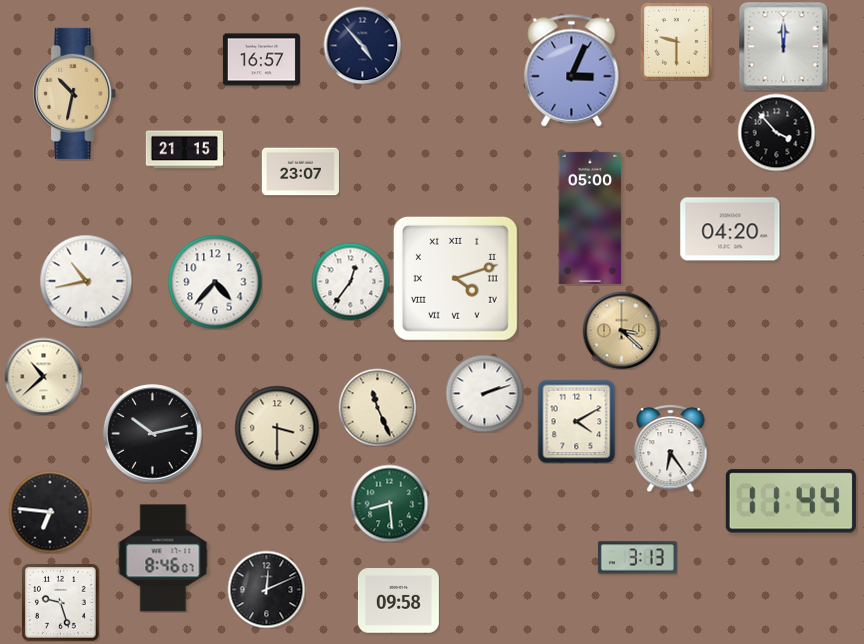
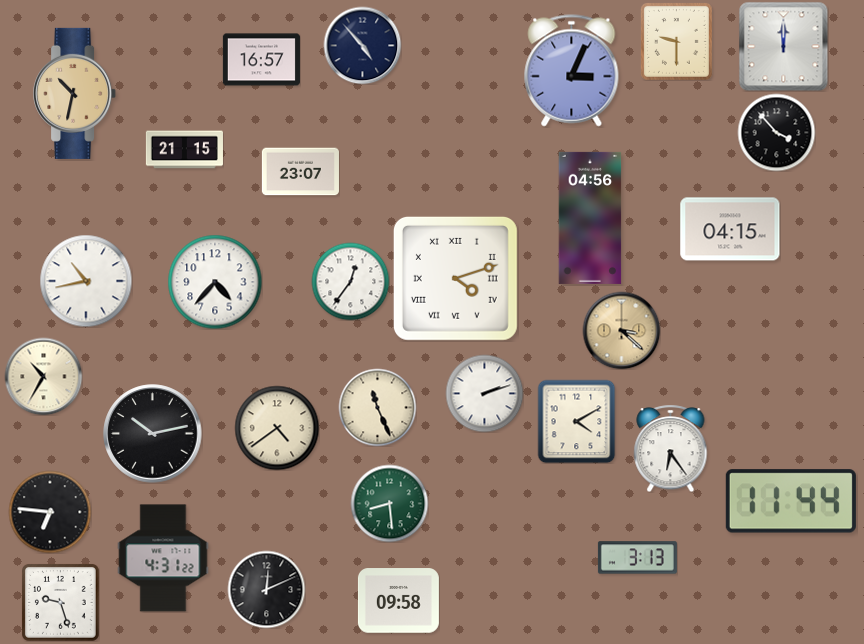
clock at (590, 218): 05:00 -> 04:56
clock at (730, 229): 04:20 -> 04:15
clock at (43, 376): 10:38 -> 10:35
clock at (277, 428): 3:30 -> 4:39
clock at (163, 558): 8:46 -> 4:31
